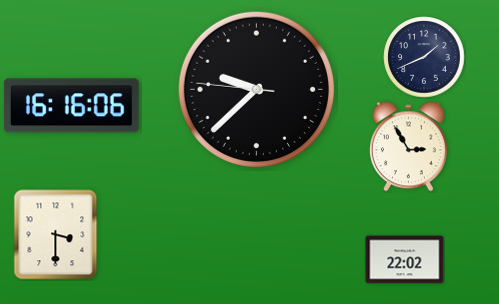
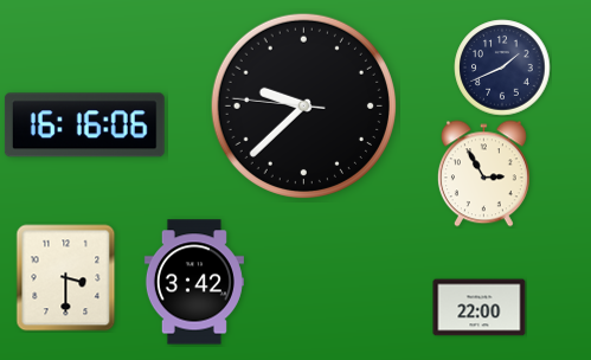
clock at (194, 282): none -> 3:42
clock at (405, 260): 22:02 -> 22:00
